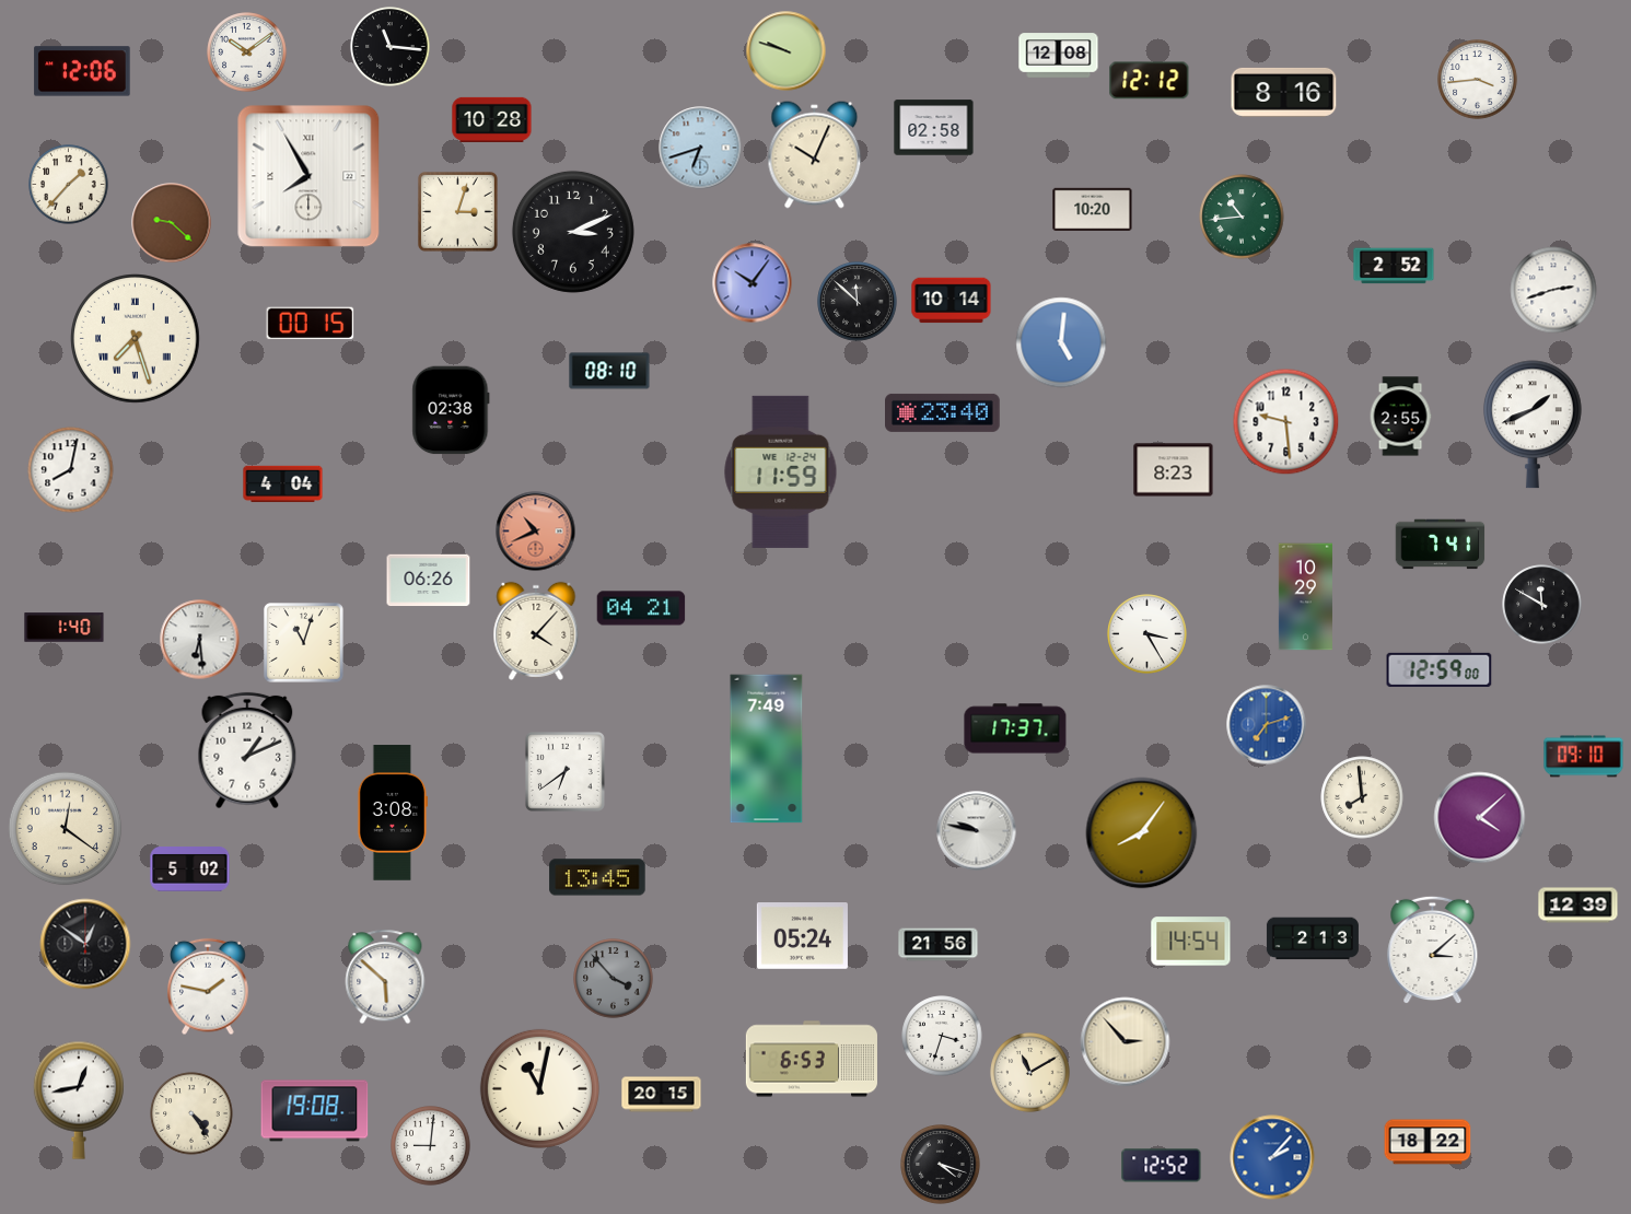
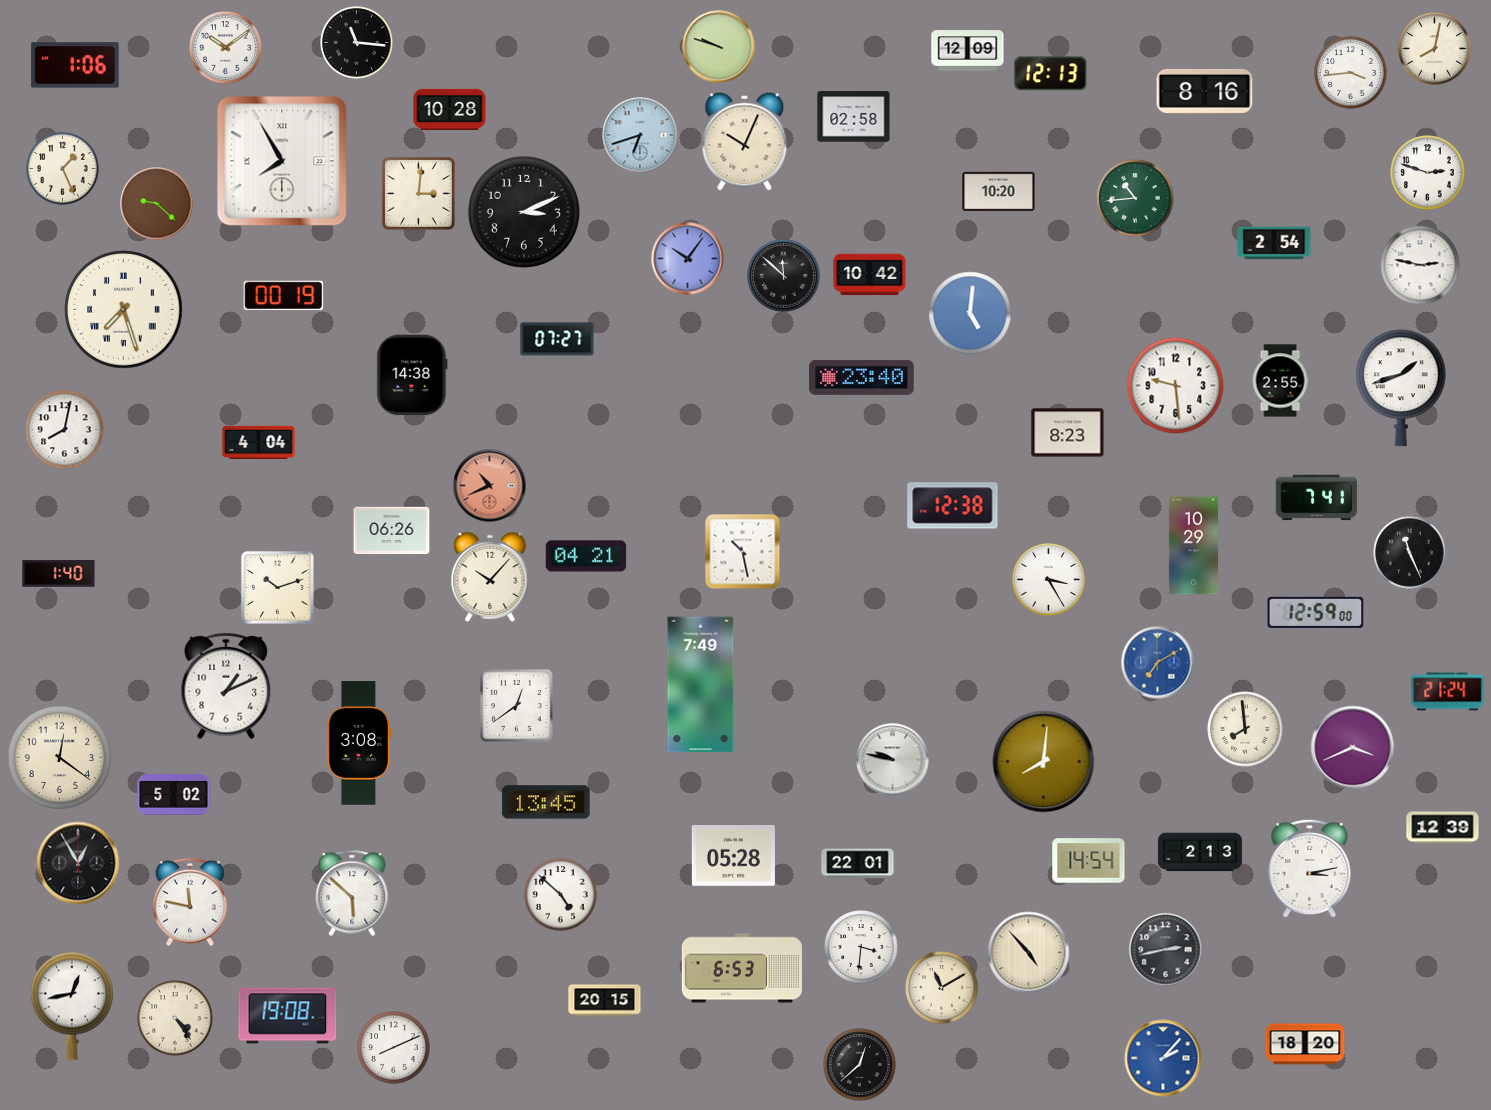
clock at (1435, 49): none -> 8:02
clock at (1059, 56): 12:08 -> 12:09
clock at (82, 71): 12:06 -> 1:06
clock at (1150, 81): 12:12 -> 12:13
clock at (1284, 92) position: (1284, 92) -> (1205, 91)
clock at (69, 185): 1:37 -> 1:26
clock at (1428, 173): none -> 2:48
clock at (457, 211): 3:03 -> 3:01
clock at (1394, 266): 2:52 -> 2:54
clock at (1553, 290): 2:42 -> 2:47
clock at (952, 301): 10:14 -> 10:42
clock at (311, 324): 00:15 -> 00:19
clock at (609, 371): 08:10 -> 07:27
clock at (451, 410): 02:38 -> 14:38
clock at (1533, 424): 1:41 -> 1:42
clock at (1174, 470) position: (1174, 470) -> (1068, 433)
clock at (781, 471): 11:59 -> none
clock at (953, 506): none -> 12:38
clock at (743, 552): none -> 10:28
clock at (1542, 605): 11:50 -> 11:26
clock at (536, 631): 4:07 -> 10:07
clock at (200, 640): 6:29 -> none
clock at (303, 642): 11:03 -> 10:12
clock at (1267, 725): 7:12 -> 7:10
clock at (1015, 728): 17:37 -> none
clock at (1584, 757): 09:10 -> 21:24
clock at (564, 771): 6:39 -> 12:39
clock at (1480, 818): 4:08 -> 3:41
clock at (1142, 833): 8:06 -> 8:01
clock at (802, 936): 05:24 -> 05:28
clock at (1313, 938) position: (1313, 938) -> (1200, 852)
clock at (85, 944): 12:51 -> 12:55
clock at (939, 945): 21:56 -> 22:01
clock at (1433, 950): 3:08 -> 3:13
clock at (614, 979): 3:53 -> 4:52
clock at (614, 979) dial: grey -> white
clock at (208, 987): 1:47 -> 11:47
clock at (942, 1036): 3:33 -> 3:31
clock at (1166, 950): none -> 2:43
clock at (1126, 1042): 2:53 -> 4:53
clock at (1030, 1073) position: (1030, 1073) -> (942, 988)
clock at (539, 1088): 11:02 -> none
clock at (1428, 1142): 18:22 -> 18:20
clock at (431, 1146): 9:01 -> 8:11
clock at (941, 1165): 4:18 -> 12:38
clock at (1162, 1166): 12:52 -> none
